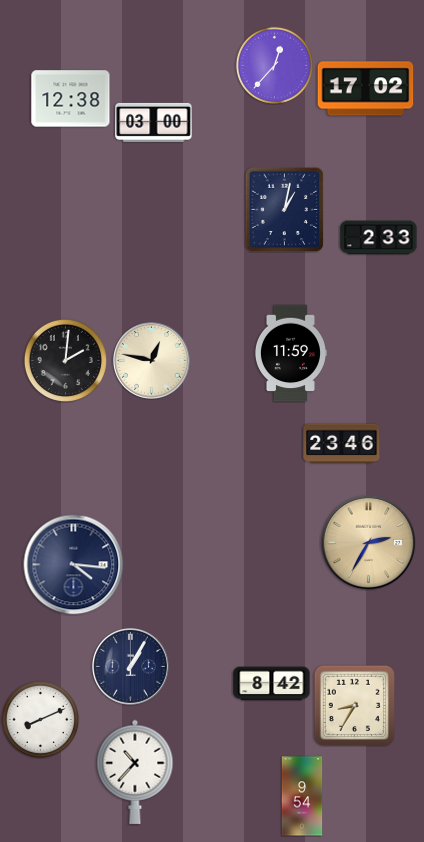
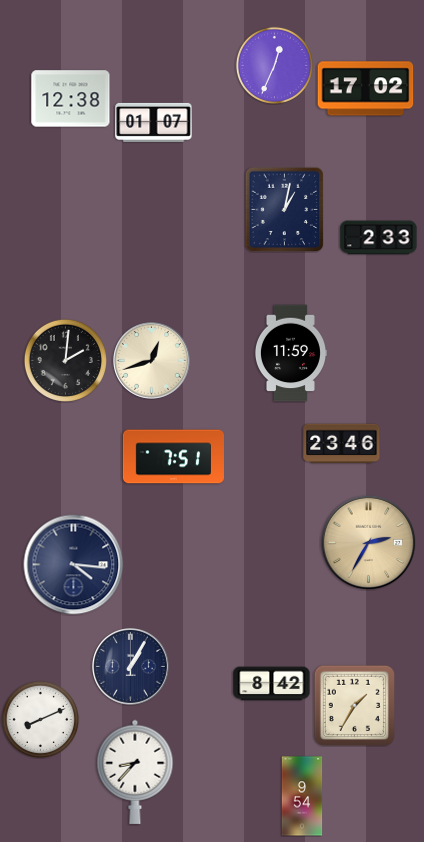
clock at (274, 65): 12:37 -> 12:34
clock at (154, 122): 03:00 -> 01:07
clock at (152, 361): 12:47 -> 12:42
clock at (173, 457): none -> 7:51
clock at (354, 705): 8:35 -> 1:35
clock at (135, 772): 10:37 -> 8:37
